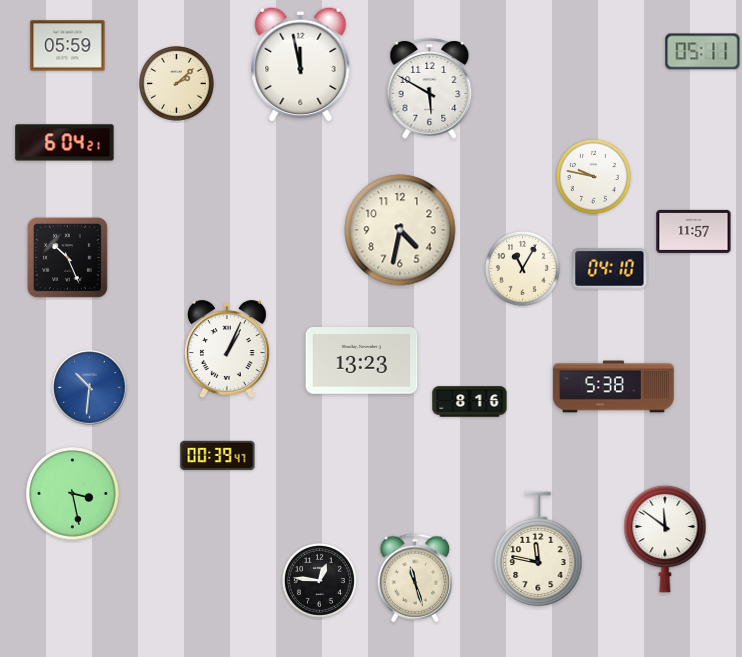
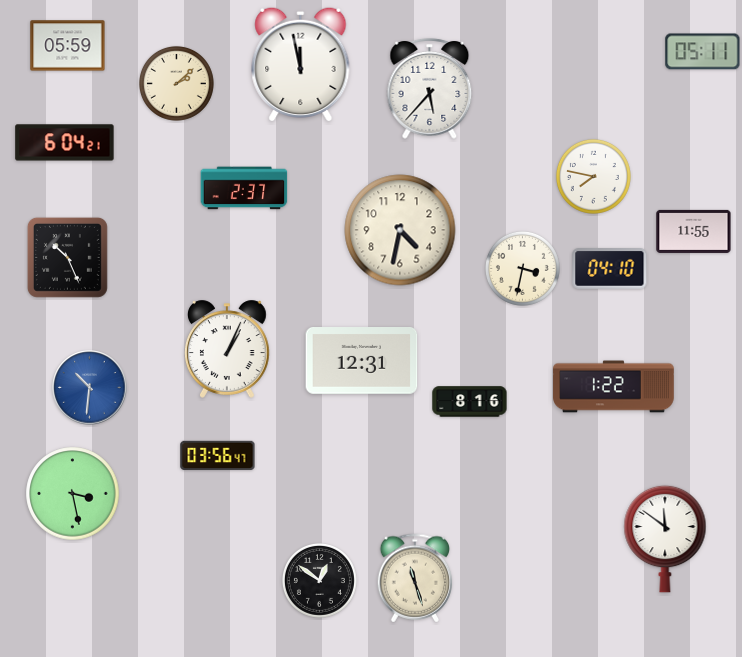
clock at (430, 88): 5:50 -> 5:37
clock at (593, 176): 9:47 -> 7:47
clock at (244, 188): none -> 2:37
clock at (694, 231): 11:57 -> 11:55
clock at (522, 268): 11:05 -> 3:32
clock at (362, 361): 13:23 -> 12:31
clock at (614, 387): 5:38 -> 1:22
clock at (218, 455): 00:39 -> 03:56
clock at (538, 549): 11:47 -> none
clock at (319, 580): 12:46 -> 12:51
